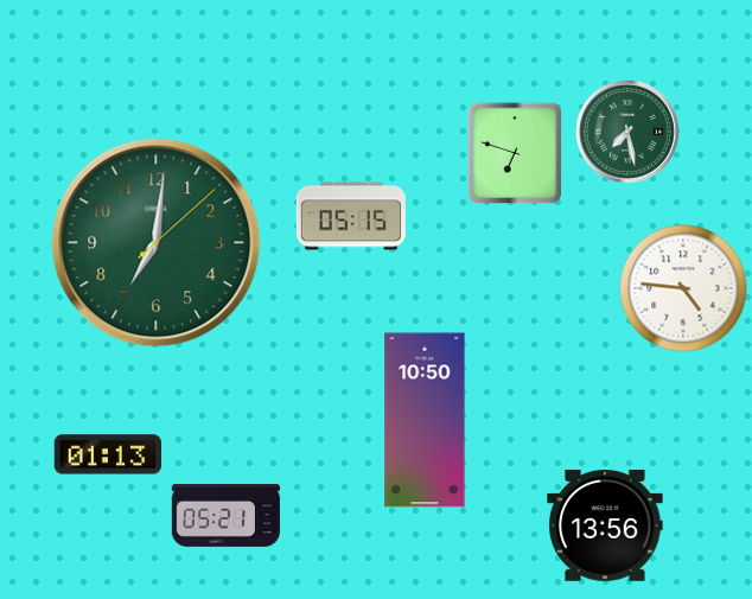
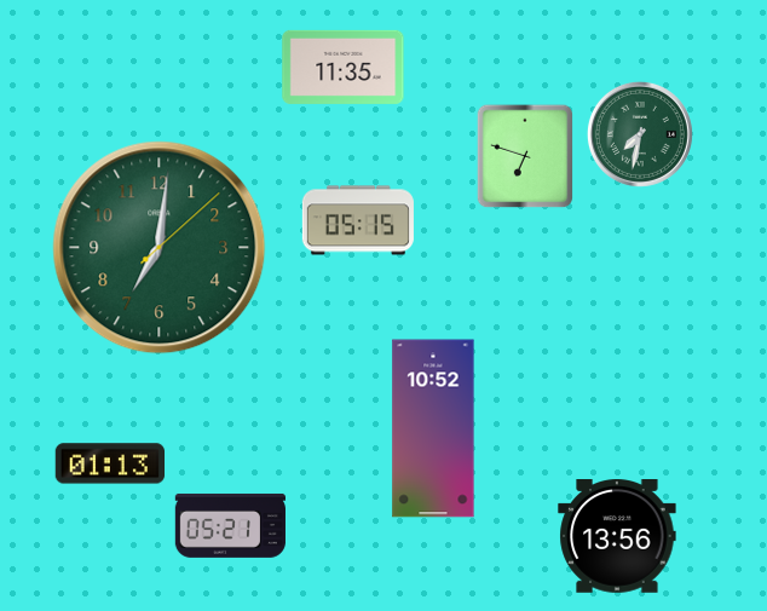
clock at (344, 67): none -> 11:35
clock at (627, 132): 7:28 -> 7:32
clock at (683, 288): 4:46 -> none
clock at (425, 420): 10:50 -> 10:52
